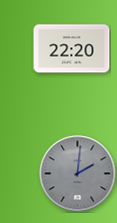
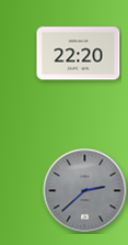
clock at (78, 174): 2:01 -> 2:38
